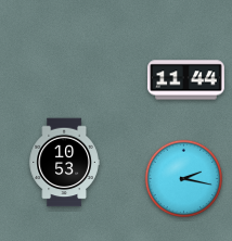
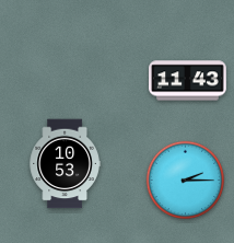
clock at (186, 80): 11:44 -> 11:43
clock at (184, 179): 2:17 -> 2:15
